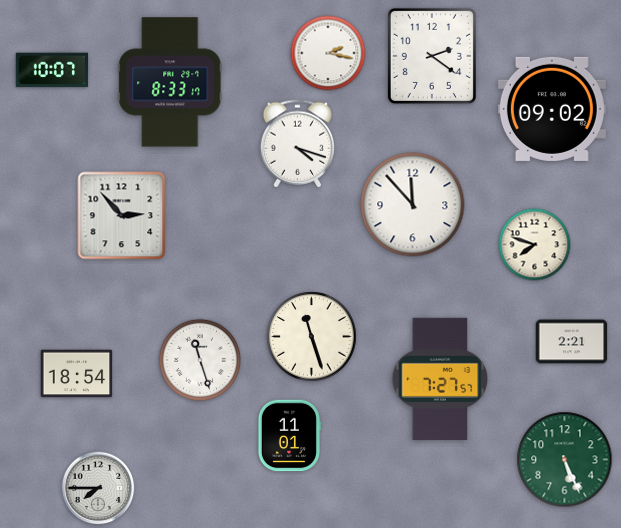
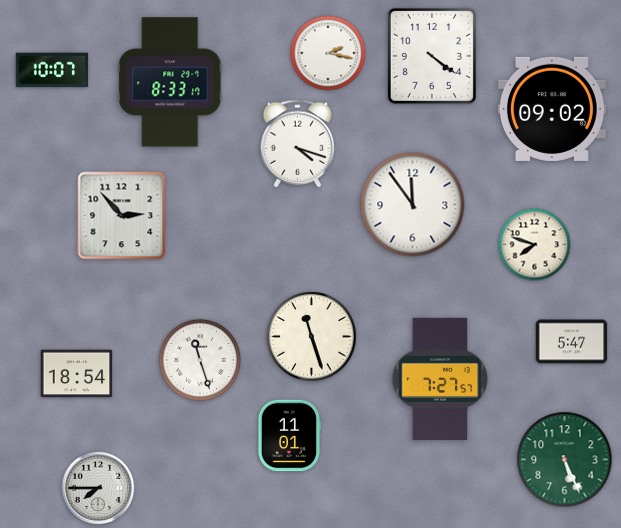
clock at (432, 56): 2:21 -> 4:21
clock at (413, 205): 11:53 -> 11:54
clock at (572, 342): 2:21 -> 5:47
